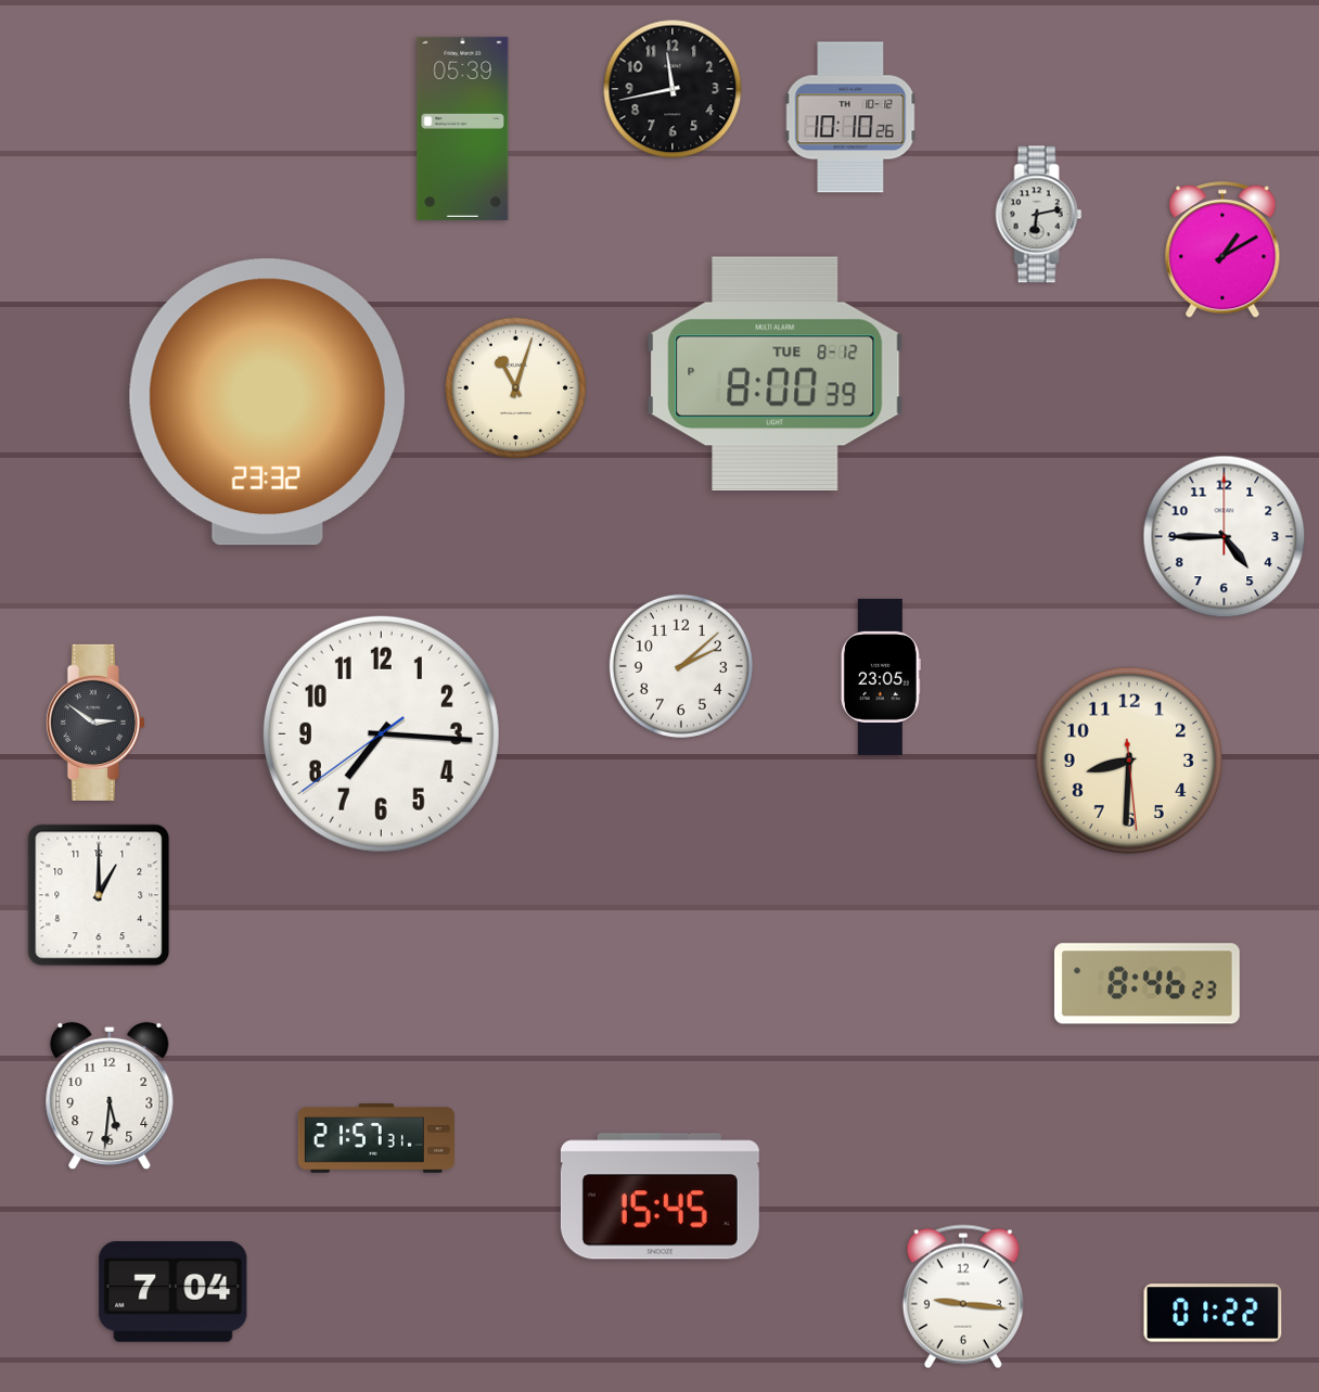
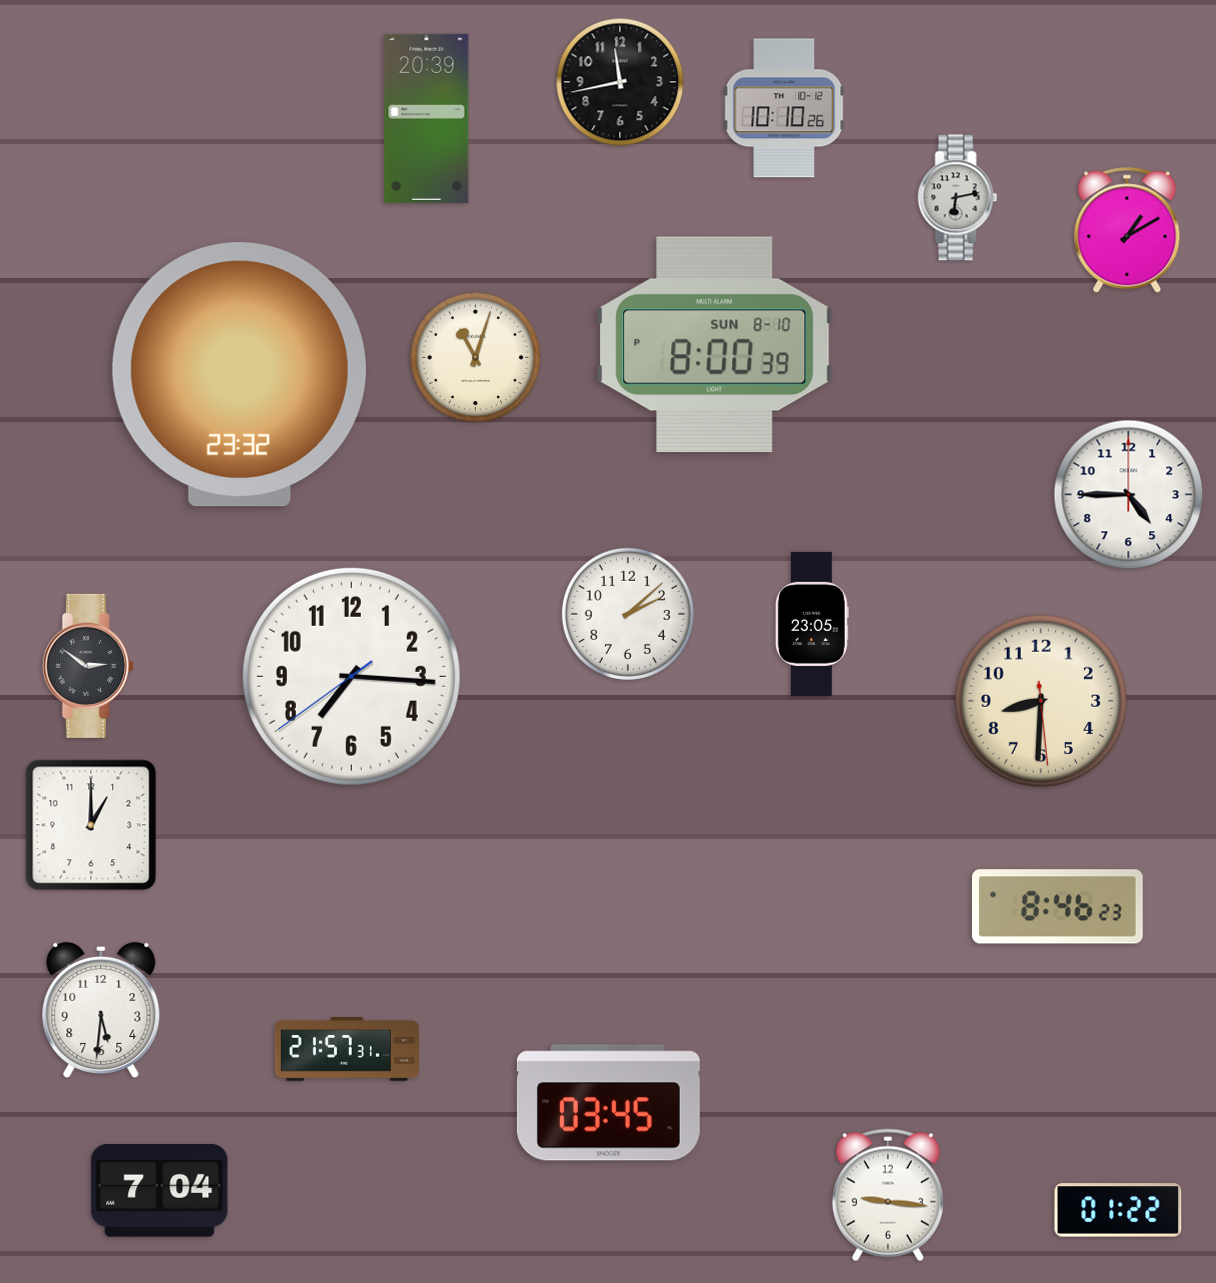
clock at (463, 128): 05:39 -> 20:39
clock at (776, 374) date: TUE 8-12 -> SUN 8-10
clock at (267, 403) position: (267, 403) -> (239, 375)
clock at (659, 1197): 15:45 -> 03:45
